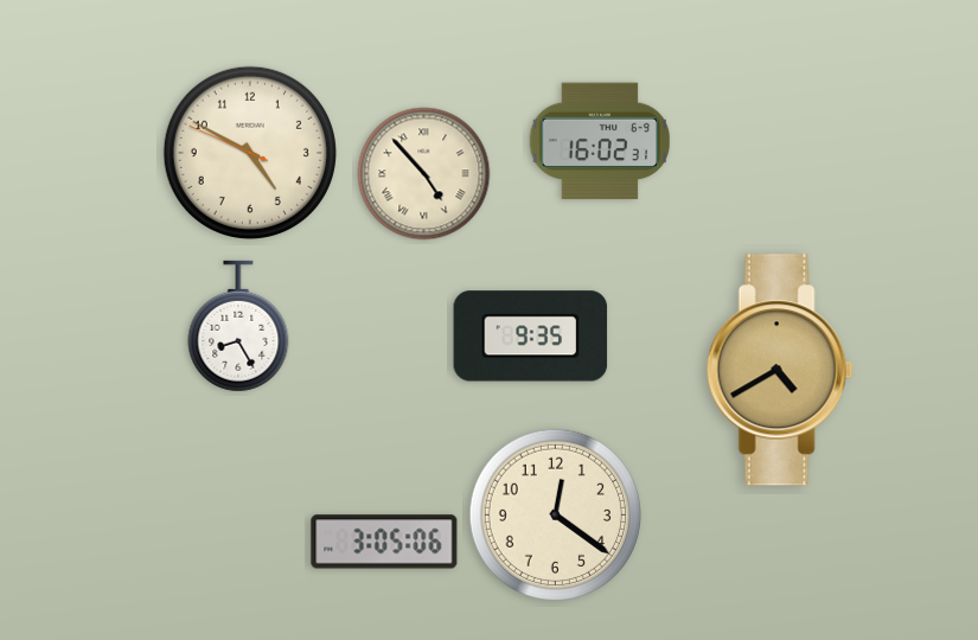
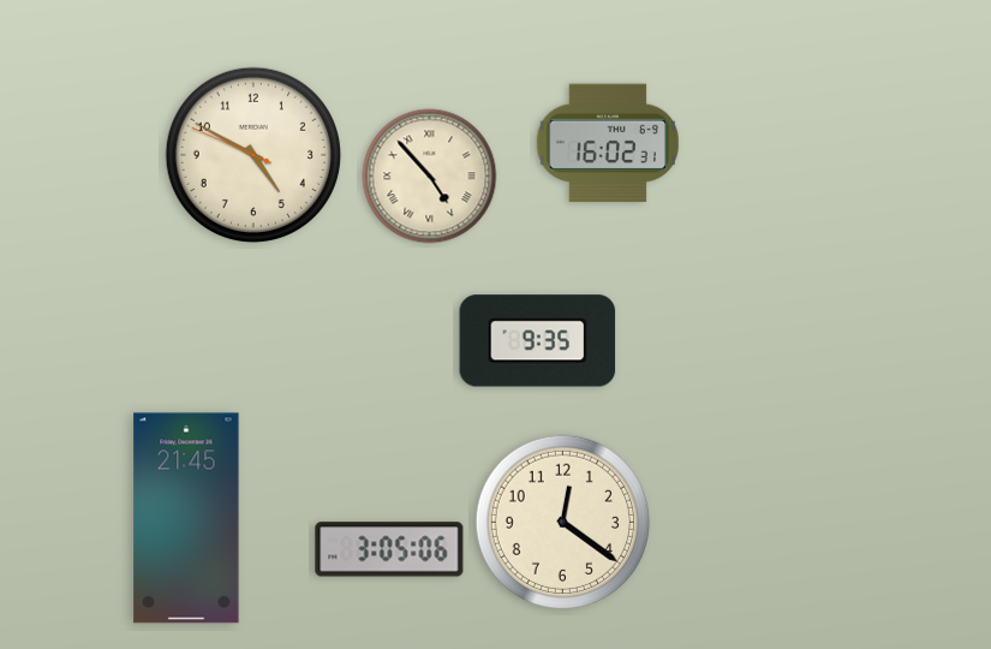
clock at (238, 326): 8:25 -> none
clock at (780, 370): 4:40 -> none
clock at (186, 518): none -> 21:45
